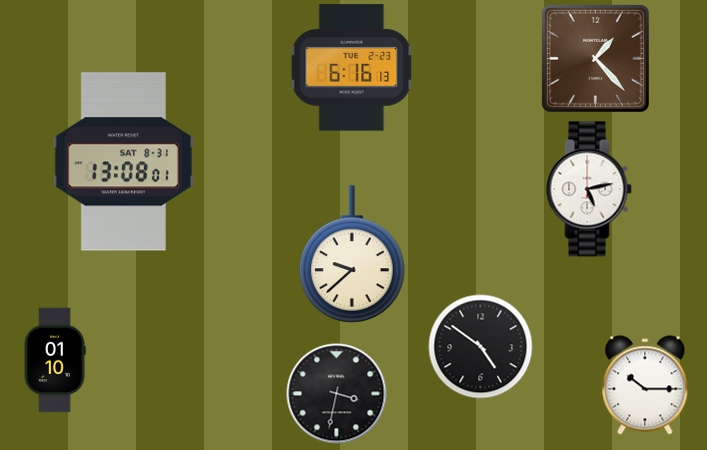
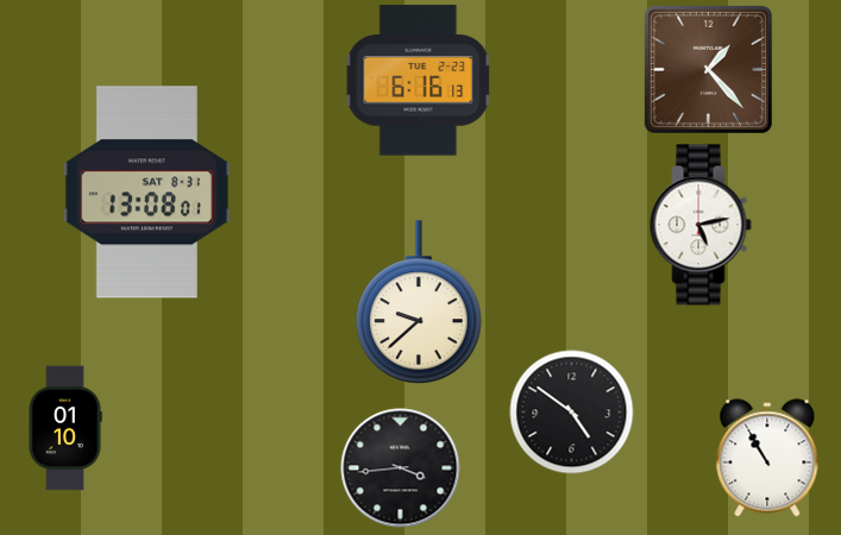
clock at (645, 385): 10:15 -> 10:55
clock at (337, 394): 3:32 -> 3:44
